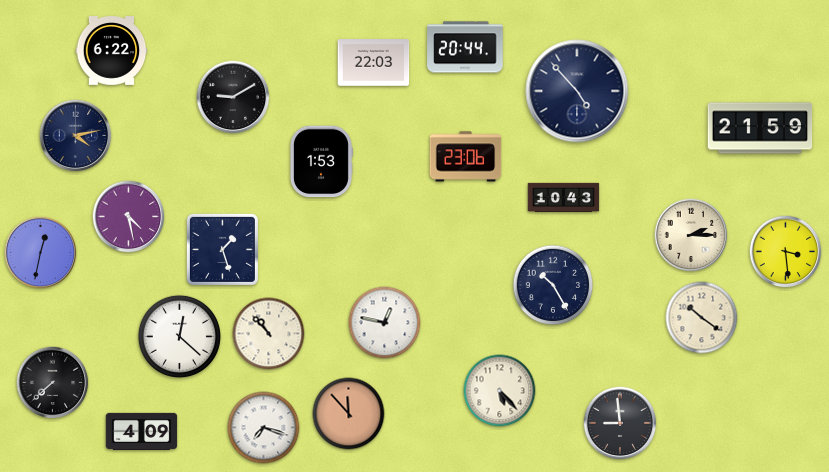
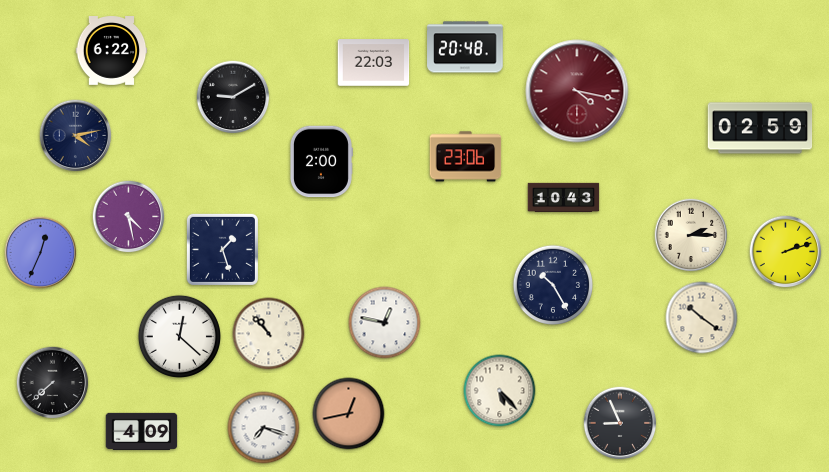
clock at (465, 47): 20:44 -> 20:48
clock at (577, 91): 4:53 -> 4:17
clock at (577, 91) dial: navy -> burgundy
clock at (760, 128): 21:59 -> 02:59
clock at (321, 162): 1:53 -> 2:00
clock at (786, 252): 3:29 -> 2:12
clock at (41, 253): 12:32 -> 12:34
clock at (349, 414): 11:53 -> 12:43
clock at (620, 423): 8:59 -> 8:56
